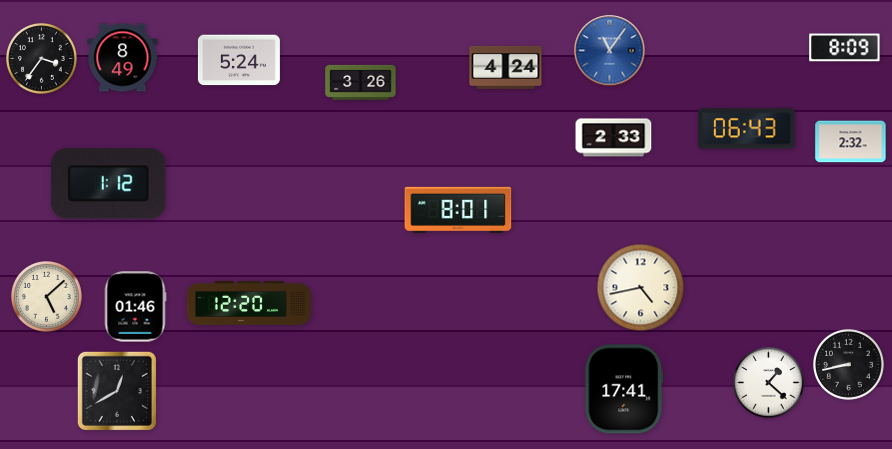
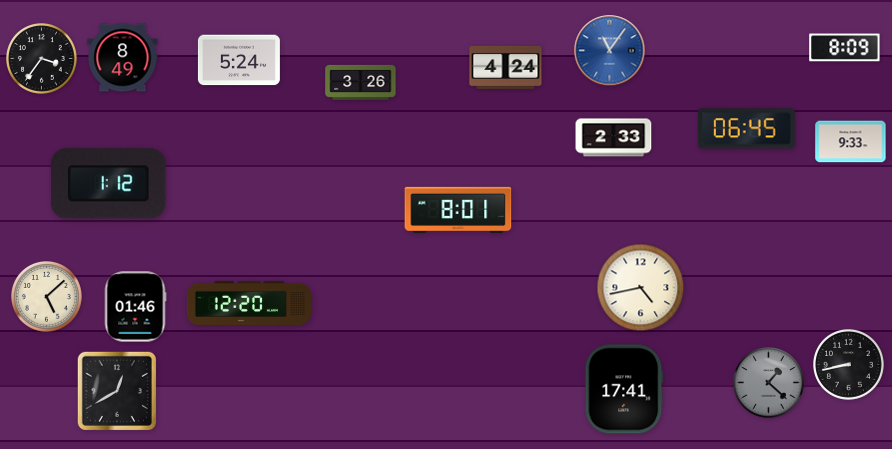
clock at (746, 129): 06:43 -> 06:45
clock at (851, 142): 2:32 -> 9:33
clock at (769, 383) dial: white -> grey
